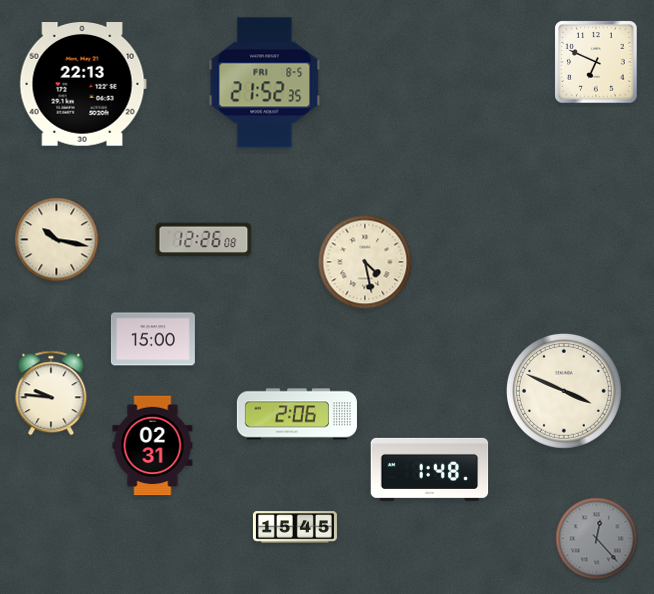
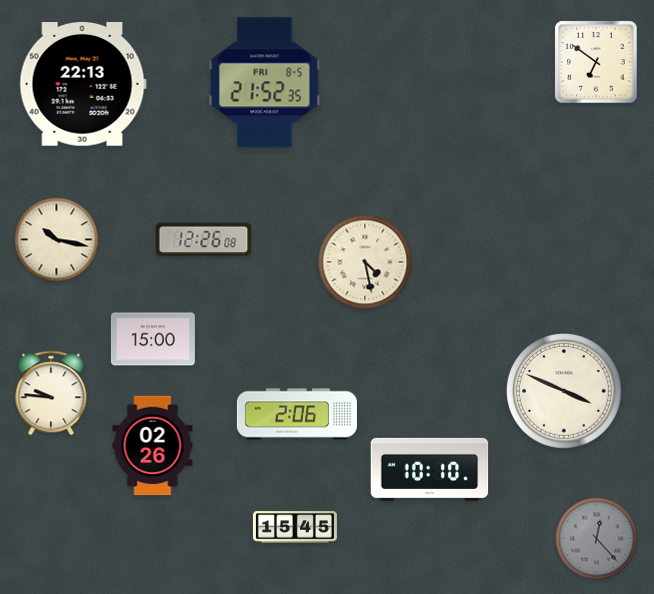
clock at (596, 62): 6:49 -> 6:51
clock at (153, 446): 02:31 -> 02:26
clock at (430, 469): 1:48 -> 10:10
